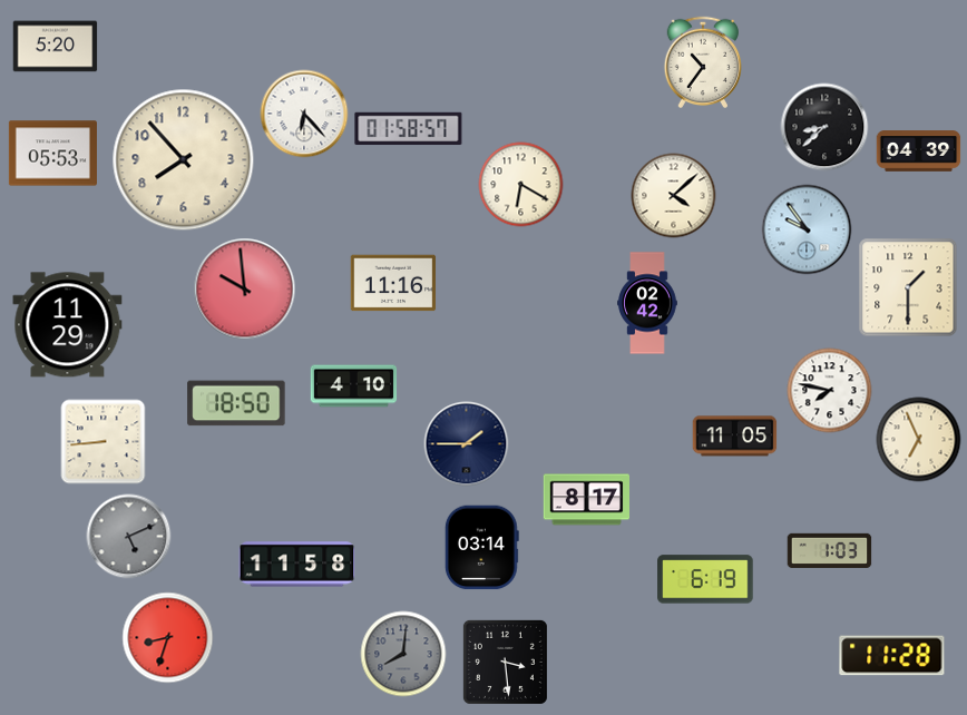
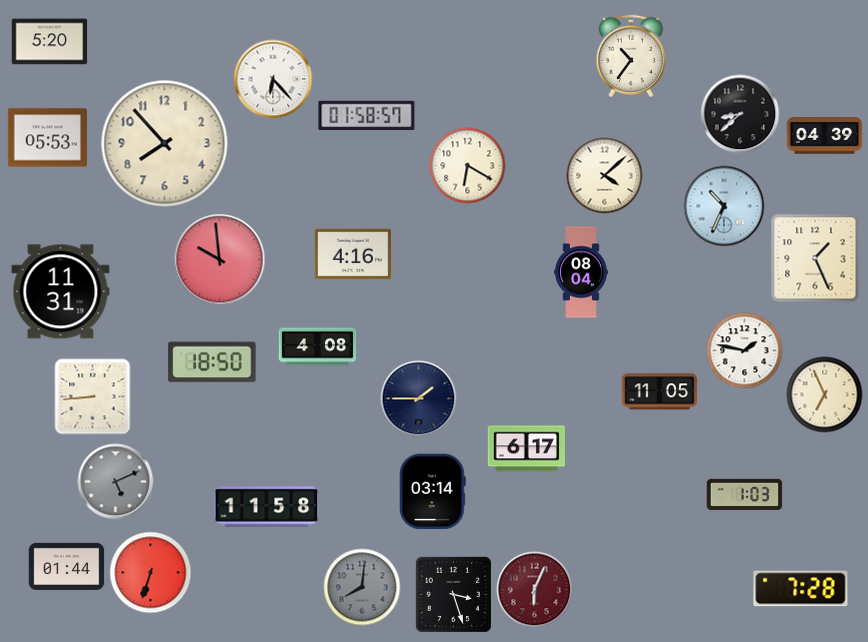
clock at (304, 114) position: (304, 114) -> (273, 79)
clock at (807, 229): 9:54 -> 10:34
clock at (393, 283): 11:16 -> 4:16
clock at (908, 287): 1:30 -> 1:26
clock at (647, 303): 02:42 -> 08:04
clock at (68, 325): 11:29 -> 11:31
clock at (354, 386): 4:10 -> 4:08
clock at (830, 391): 7:47 -> 1:47
clock at (586, 500): 8:17 -> 6:17
clock at (705, 579): 6:19 -> none
clock at (67, 566): none -> 01:44
clock at (168, 638): 8:33 -> 6:33
clock at (892, 656): 11:28 -> 7:28
clock at (535, 590): none -> 6:04
clock at (505, 662): 3:29 -> 3:27
